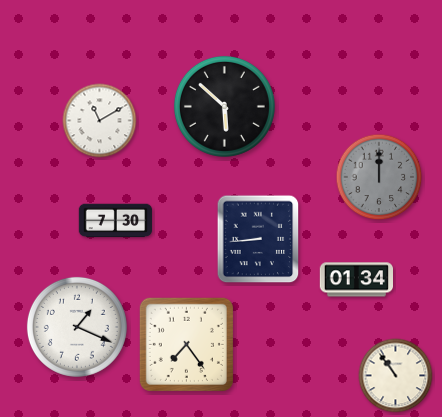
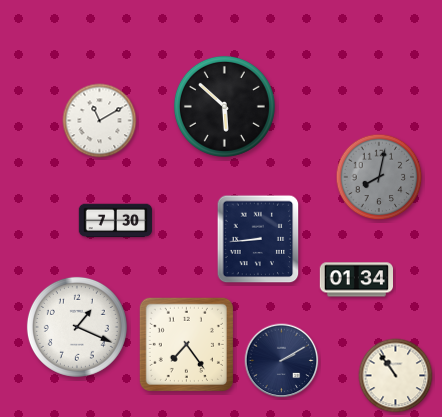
clock at (379, 177): 12:00 -> 8:02
clock at (282, 361): none -> 2:10
